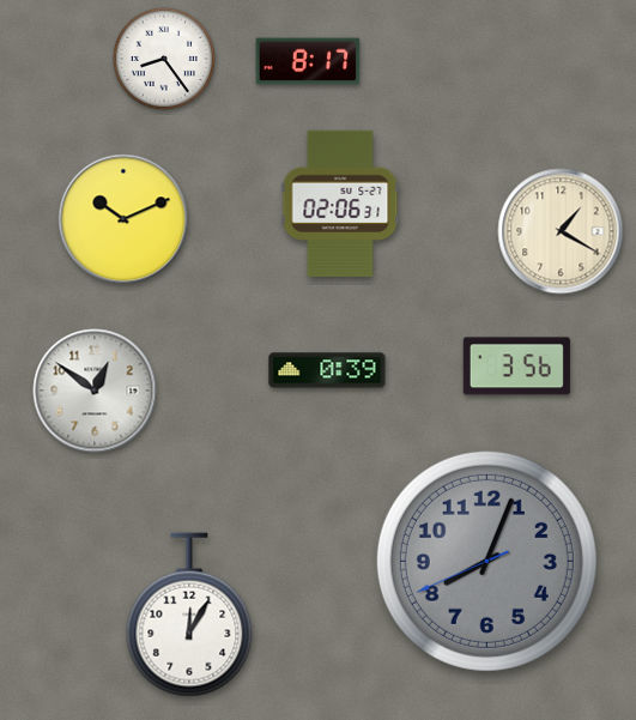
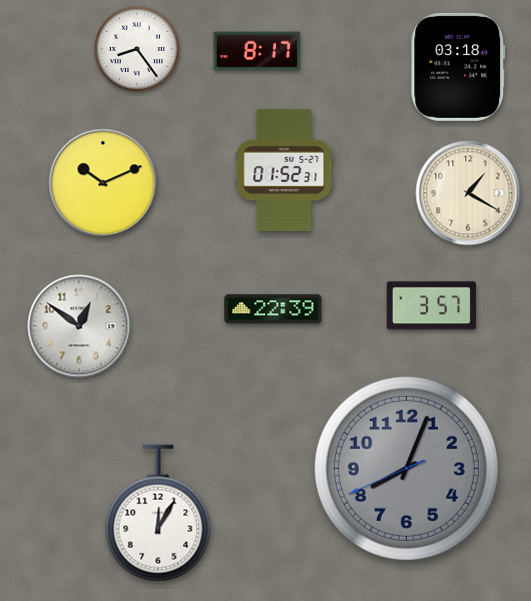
clock at (458, 67): none -> 03:18
clock at (340, 204): 02:06 -> 01:52
clock at (516, 367): 3:56 -> 3:57
clock at (327, 370): 0:39 -> 22:39
